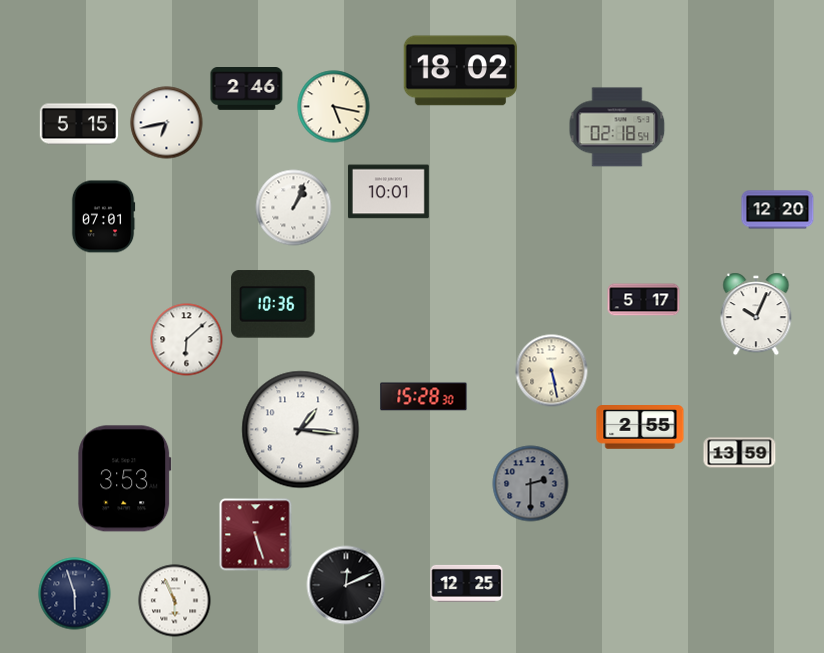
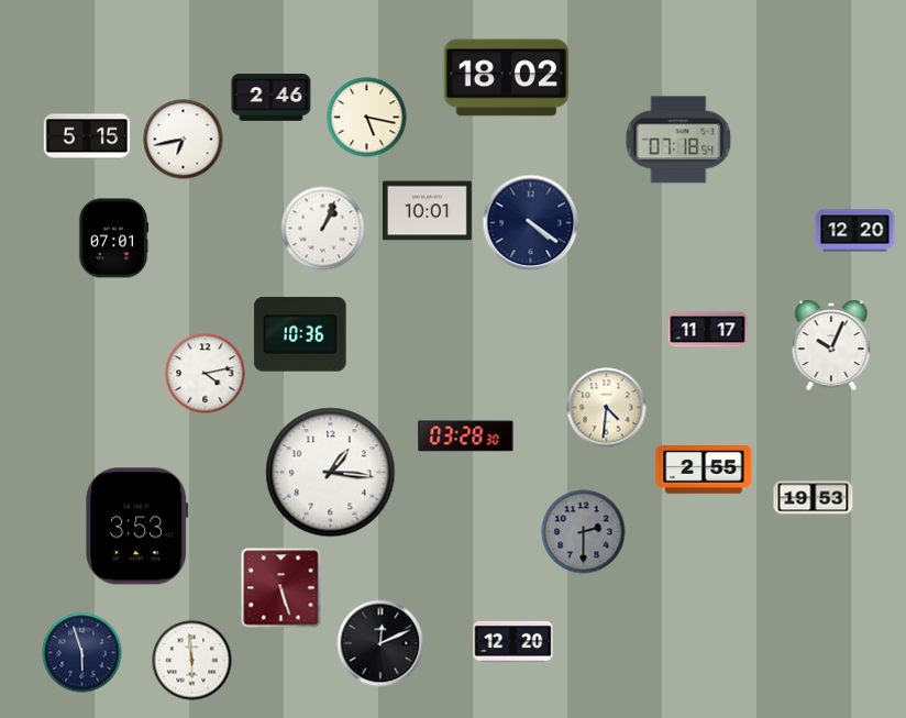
clock at (167, 123) position: (167, 123) -> (184, 140)
clock at (617, 127): 02:18 -> 07:18
clock at (531, 223): none -> 4:21
clock at (644, 300): 5:17 -> 11:17
clock at (187, 340): 6:08 -> 4:13
clock at (552, 371): 5:28 -> 4:31
clock at (424, 397): 15:28 -> 03:28
clock at (740, 453): 13:59 -> 19:53
clock at (467, 583): 12:25 -> 12:20
clock at (175, 601): 5:56 -> 5:59
